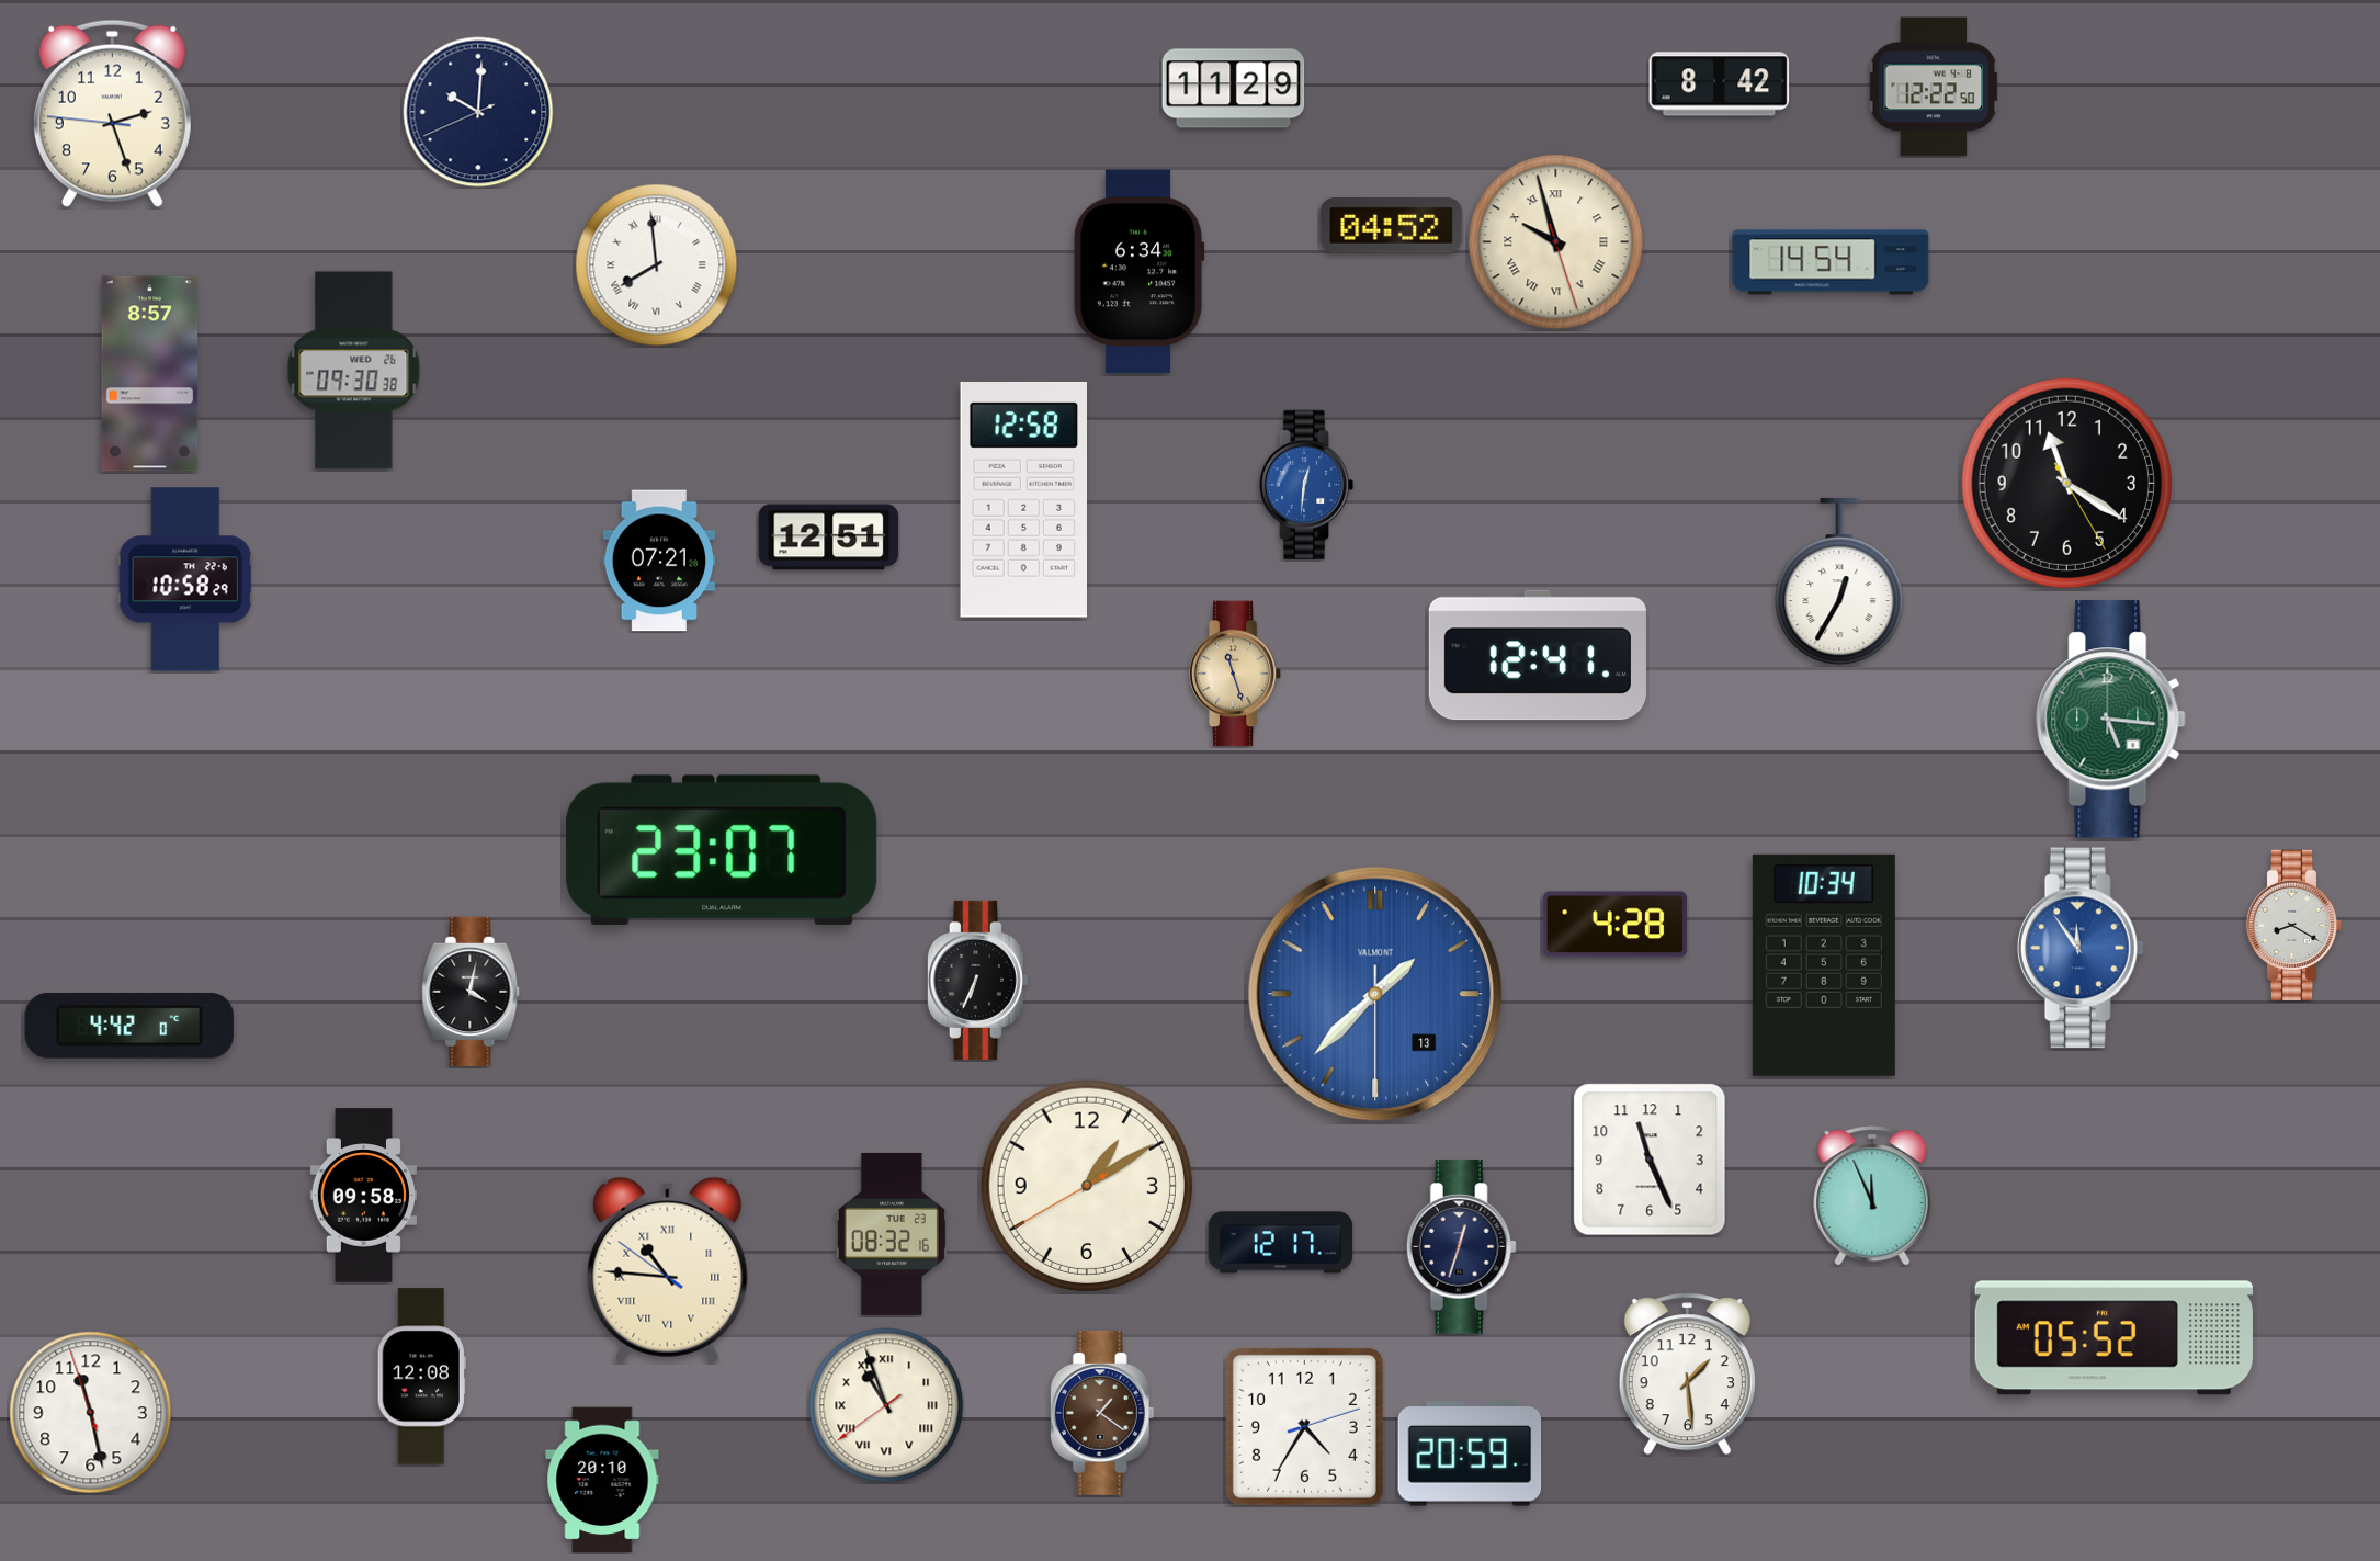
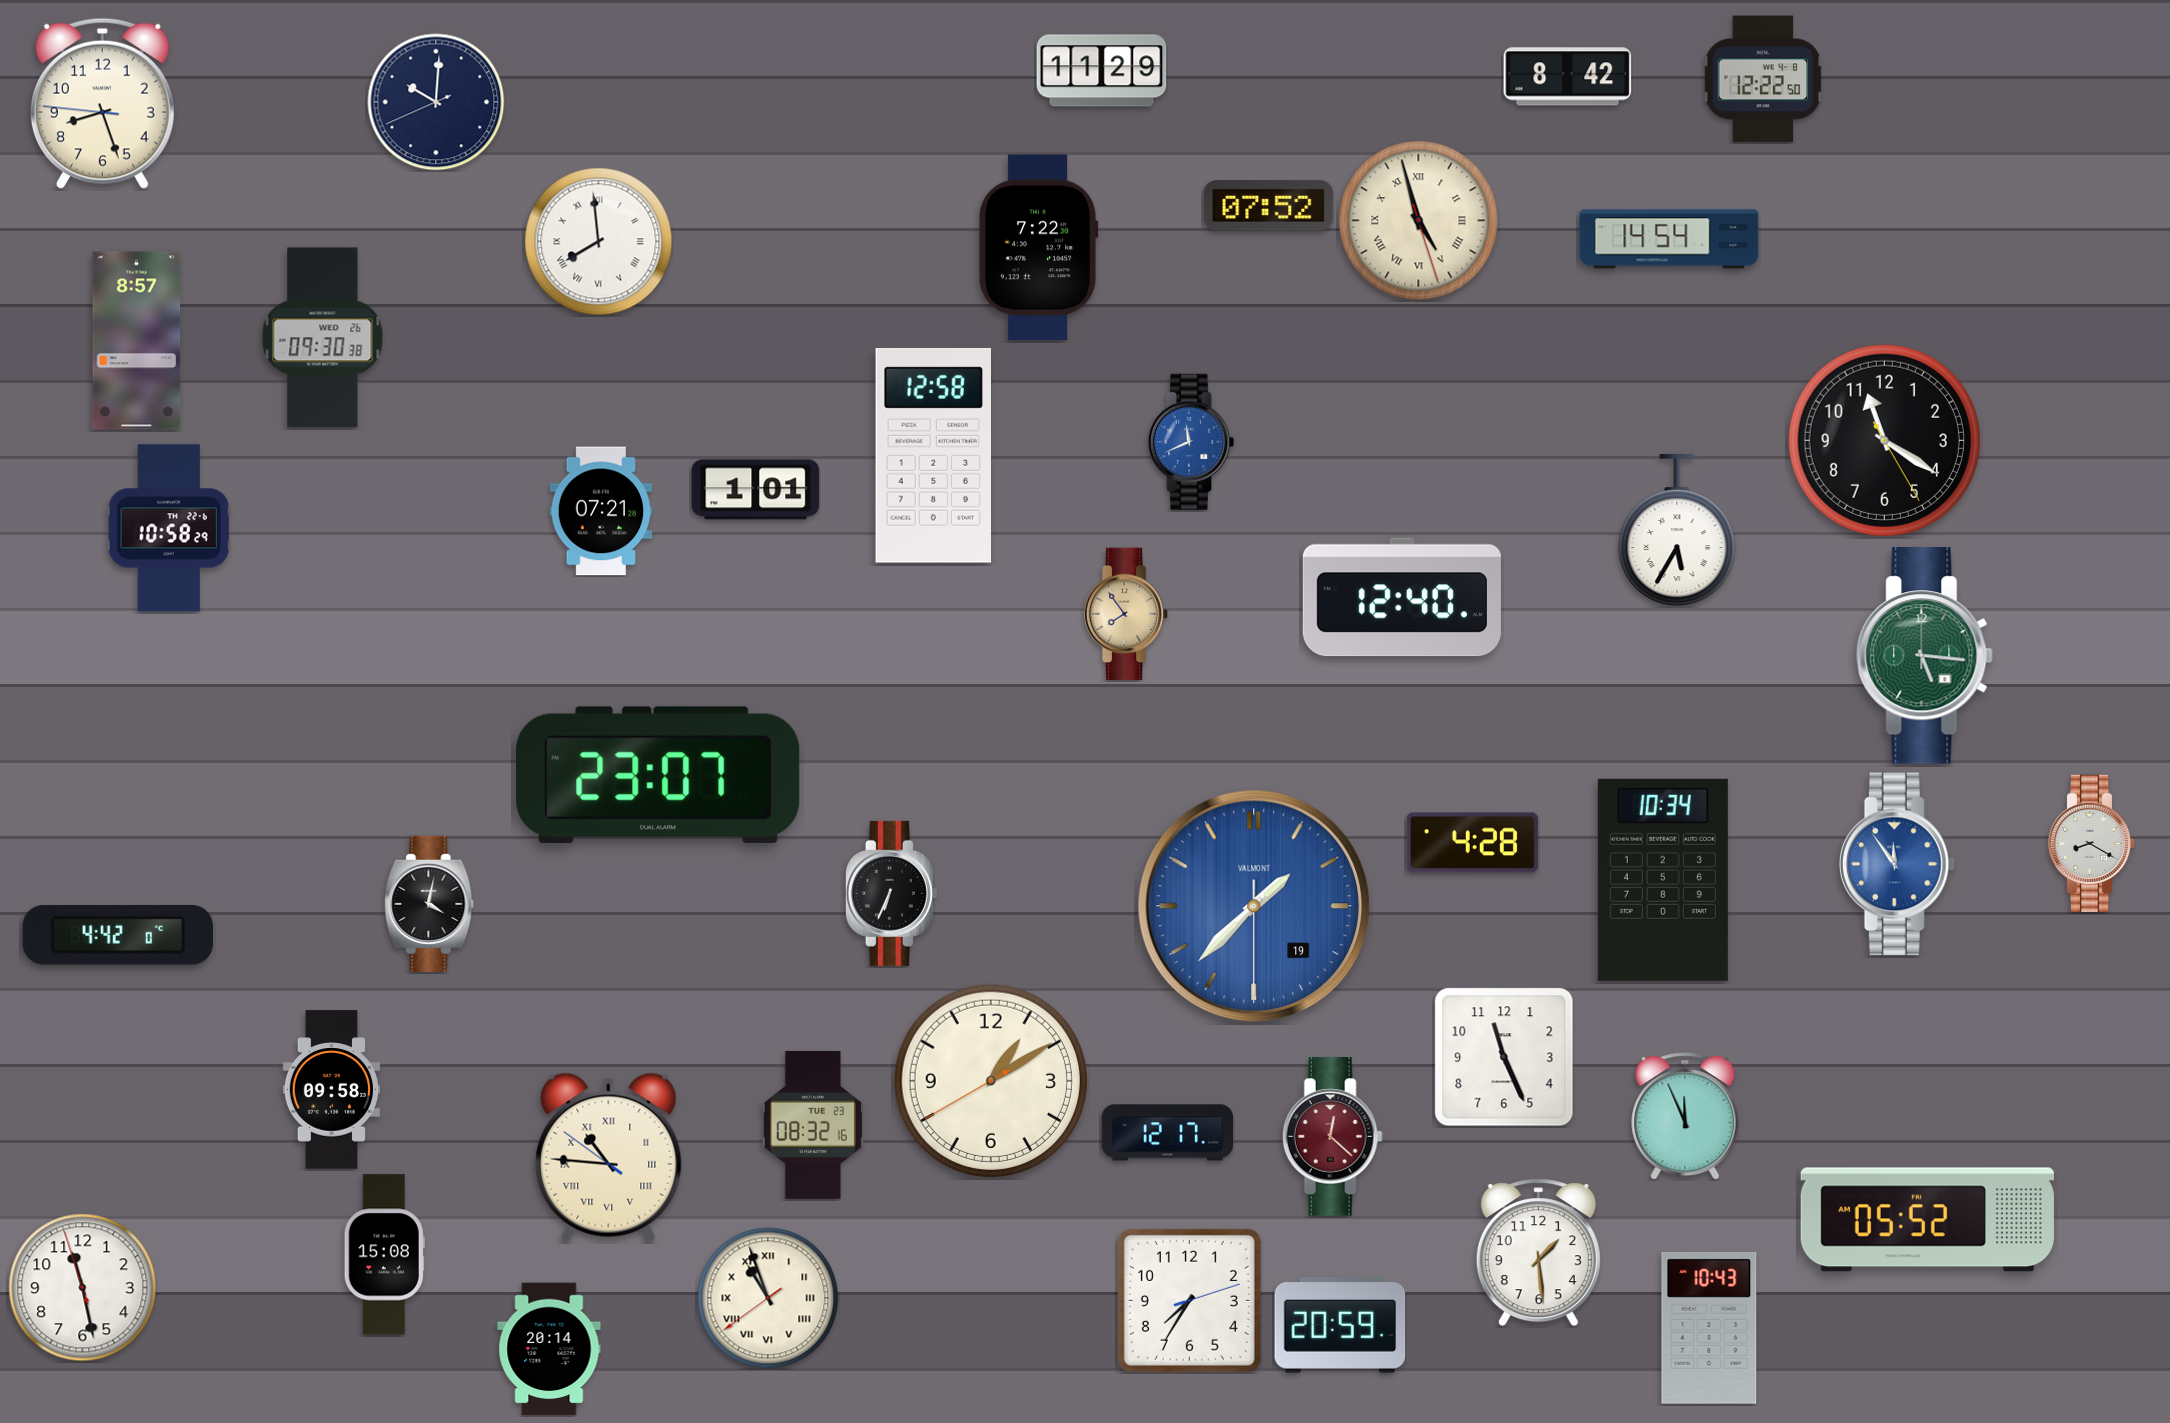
clock at (1234, 89) position: (1234, 89) -> (1102, 71)
clock at (112, 113): 2:26 -> 8:26
clock at (1392, 226): 04:52 -> 07:52
clock at (1556, 242): 9:57 -> 4:57
clock at (1138, 272): 6:34 -> 7:22
clock at (1306, 484): 12:31 -> 11:41
clock at (829, 538): 12:51 -> 1:01
clock at (1839, 581): 12:35 -> 5:35
clock at (1538, 655): 12:41 -> 12:40
clock at (1235, 674): 11:27 -> 7:54
clock at (1375, 994) date: 13 -> 19
clock at (1872, 1196) position: (1872, 1196) -> (1685, 1116)
clock at (1461, 1247): 12:33 -> 12:22
clock at (1461, 1247) dial: navy -> burgundy
clock at (421, 1377): 12:08 -> 15:08
clock at (886, 1405) position: (886, 1405) -> (768, 1298)
clock at (1102, 1413): 1:21 -> none
clock at (1304, 1426): 4:35 -> 7:35
clock at (1709, 1328): none -> 10:43
clock at (602, 1480): 20:10 -> 20:14
